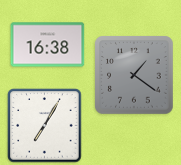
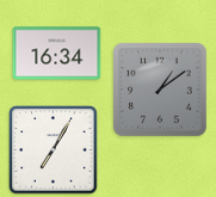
clock at (48, 45): 16:38 -> 16:34
clock at (134, 75): 1:21 -> 1:09
